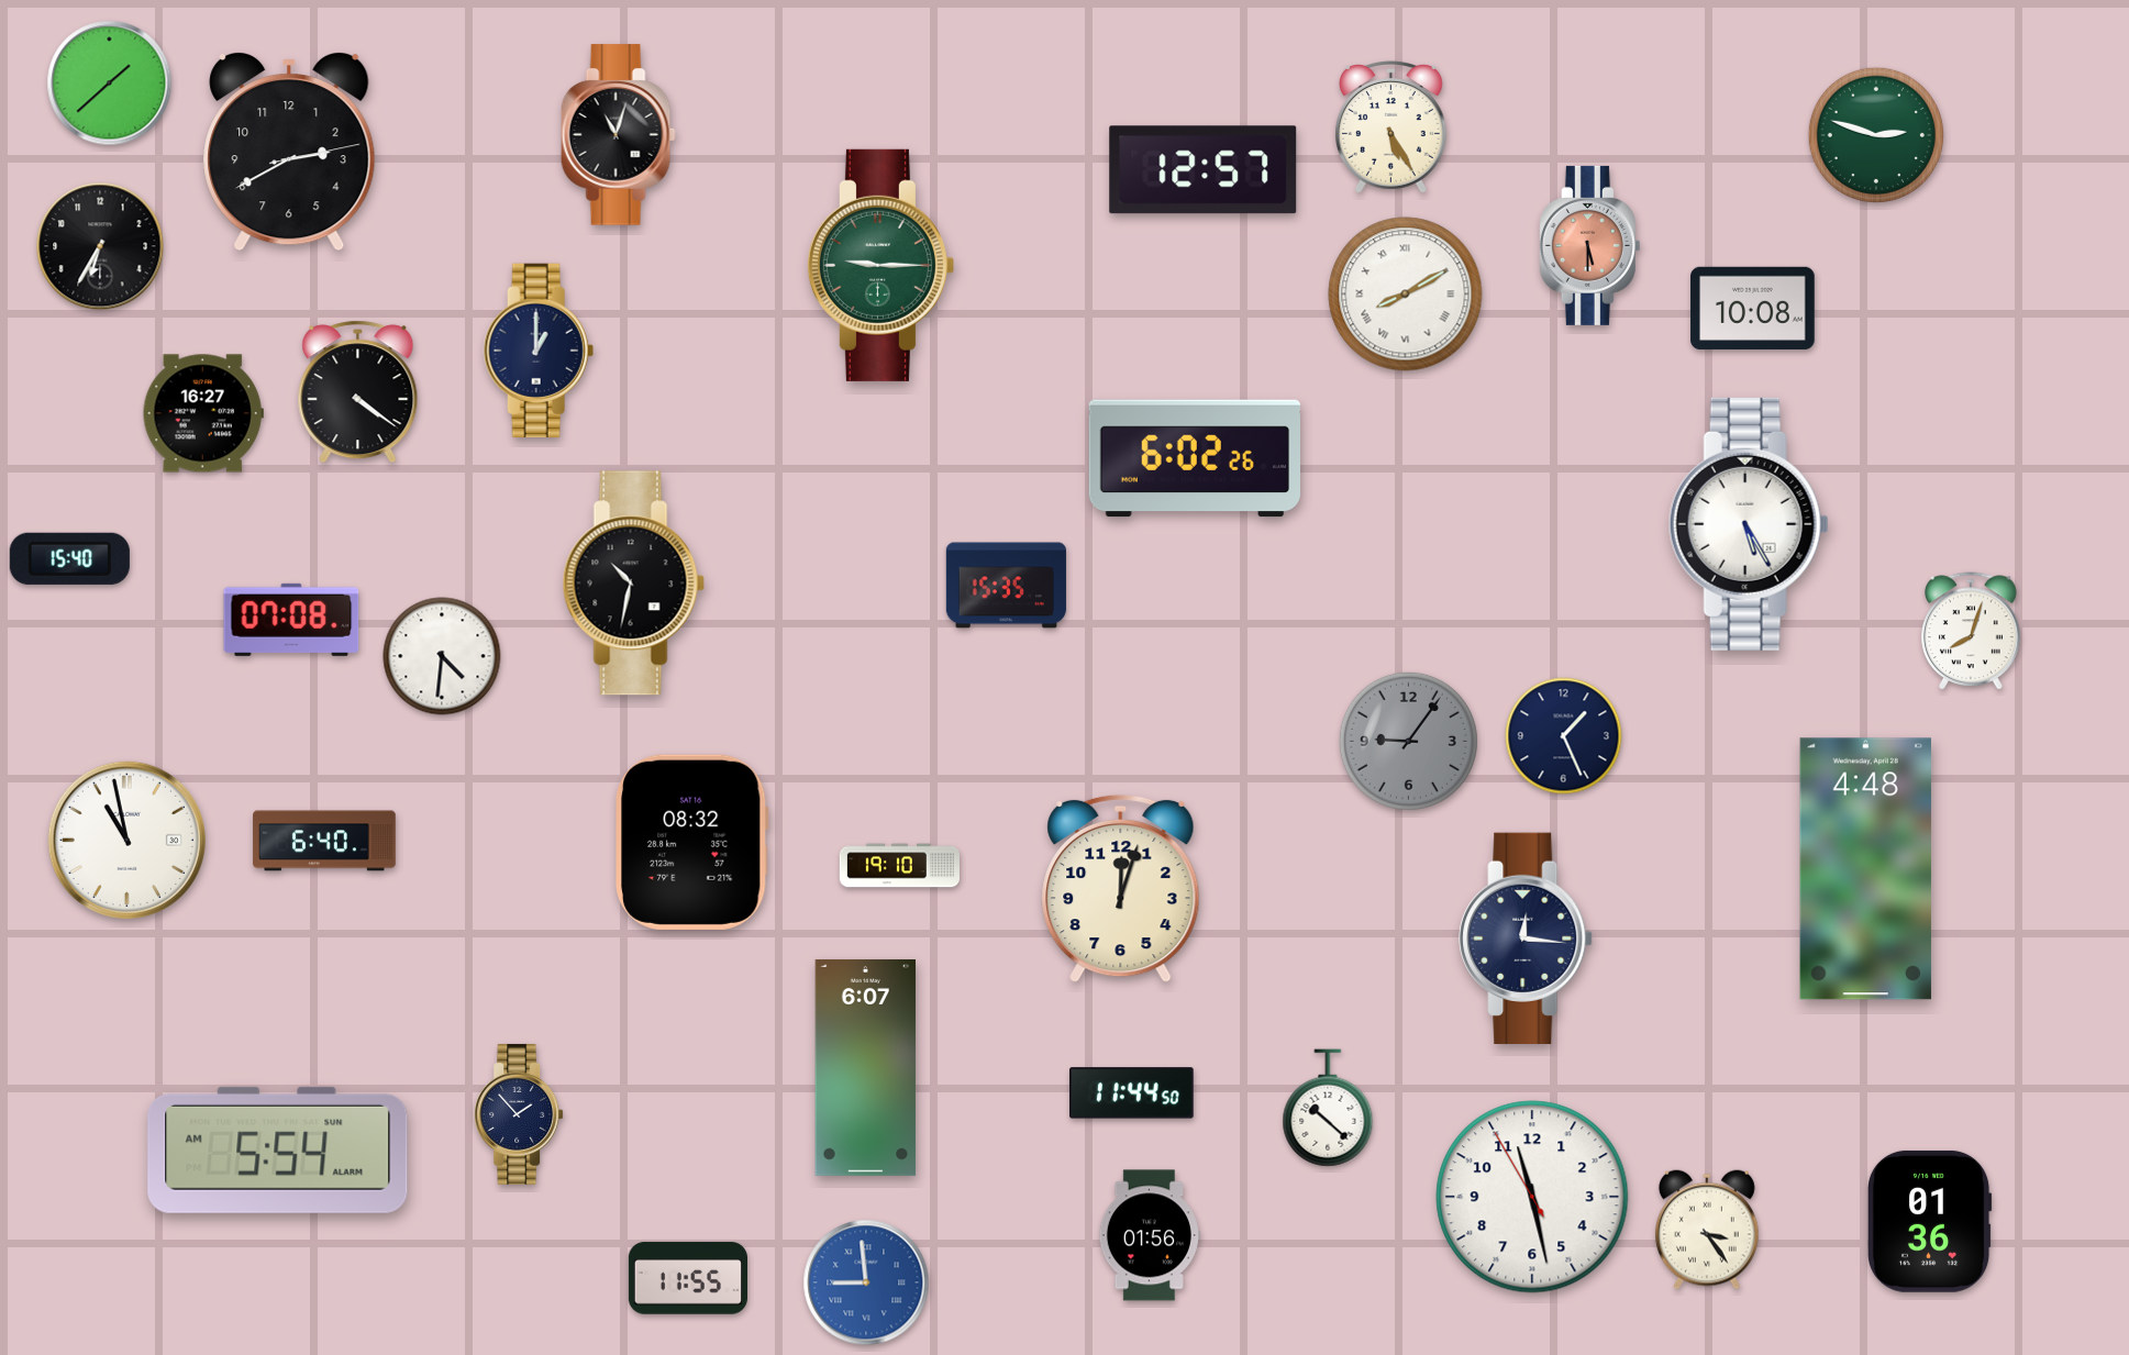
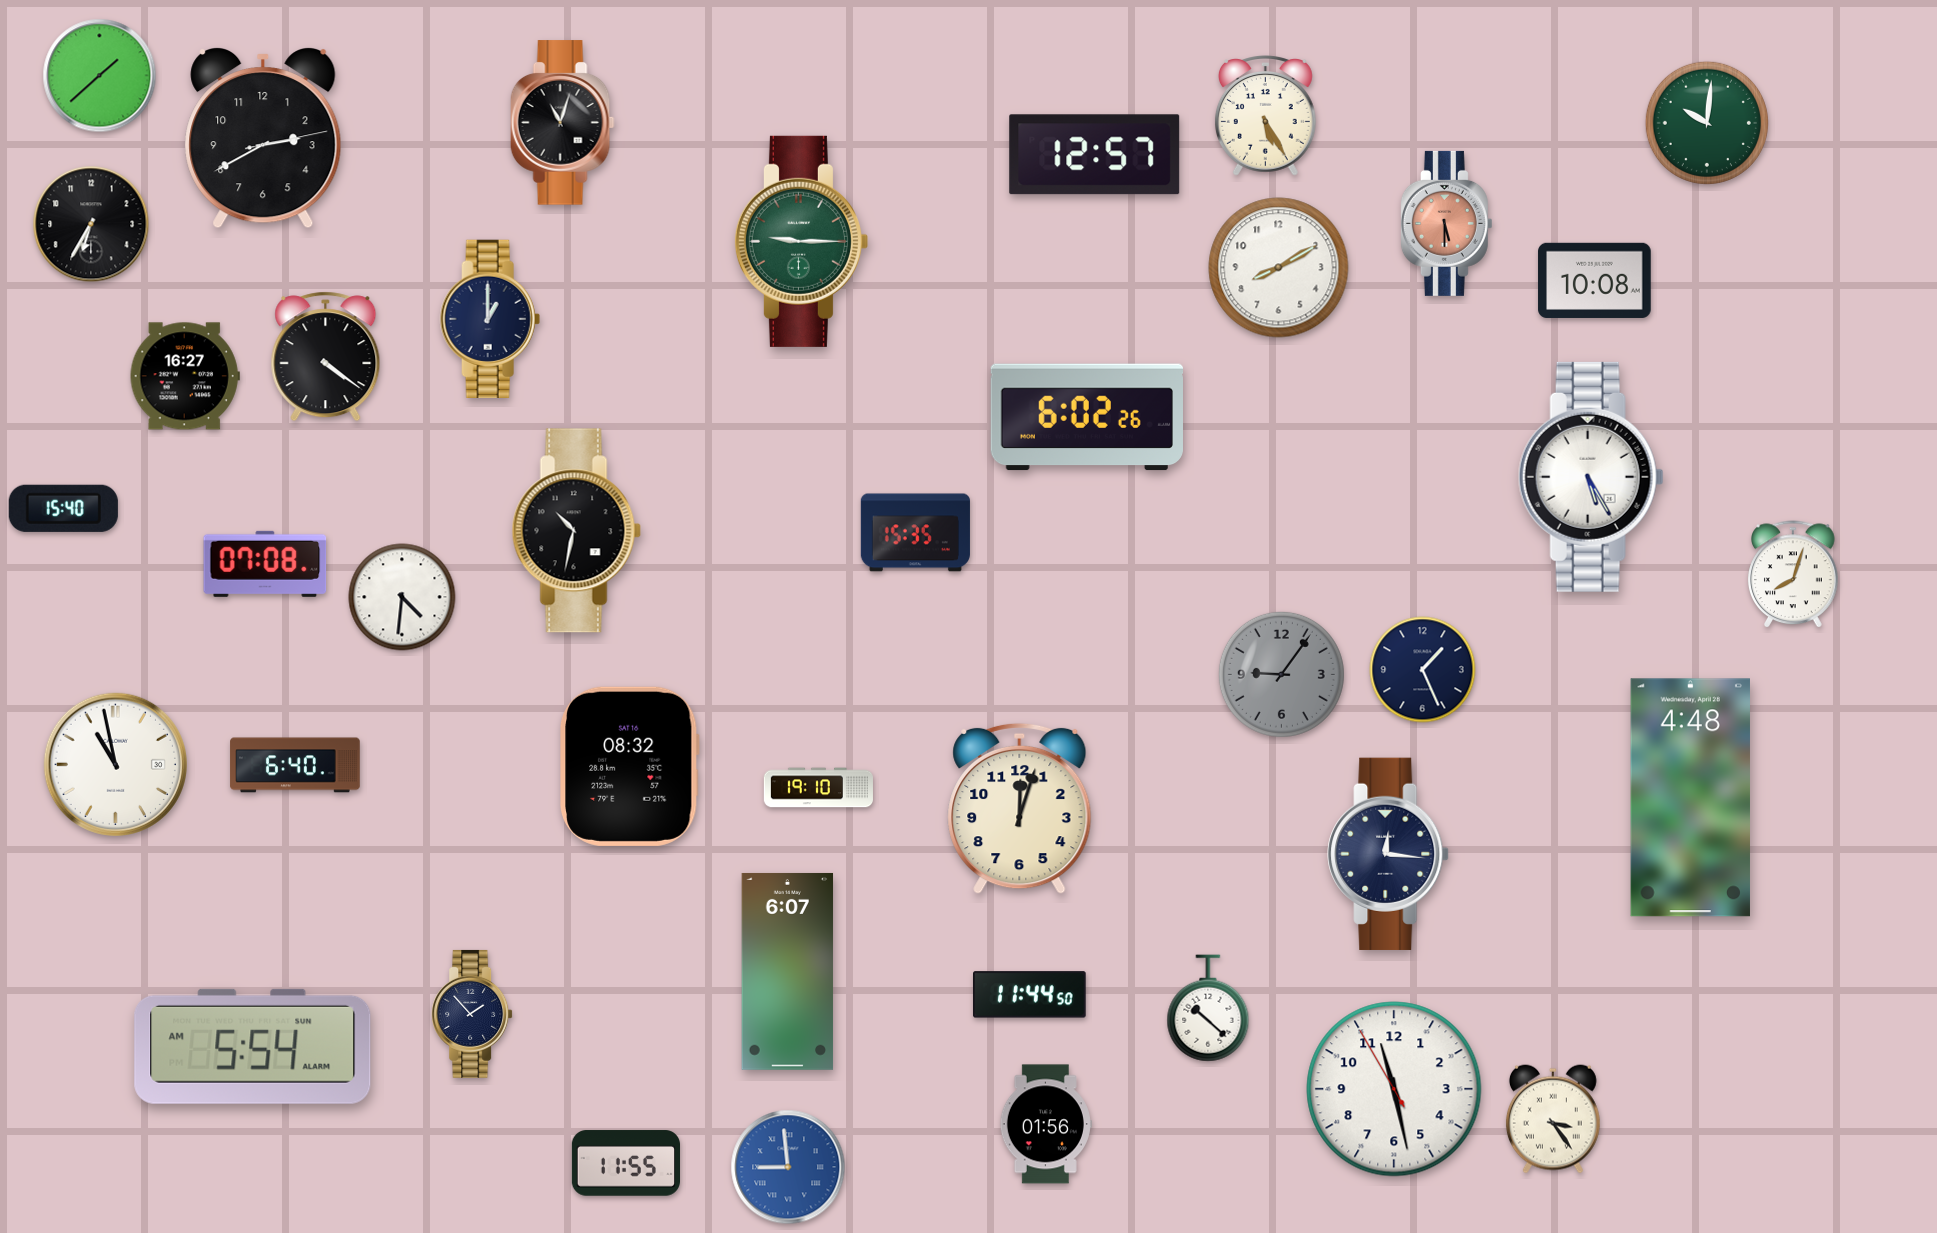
clock at (1876, 135): 2:48 -> 10:01
clock at (1406, 295) numerals: Roman -> Arabic
clock at (1865, 869) position: (1865, 869) -> (1690, 798)
clock at (1929, 1221): 01:36 -> none
